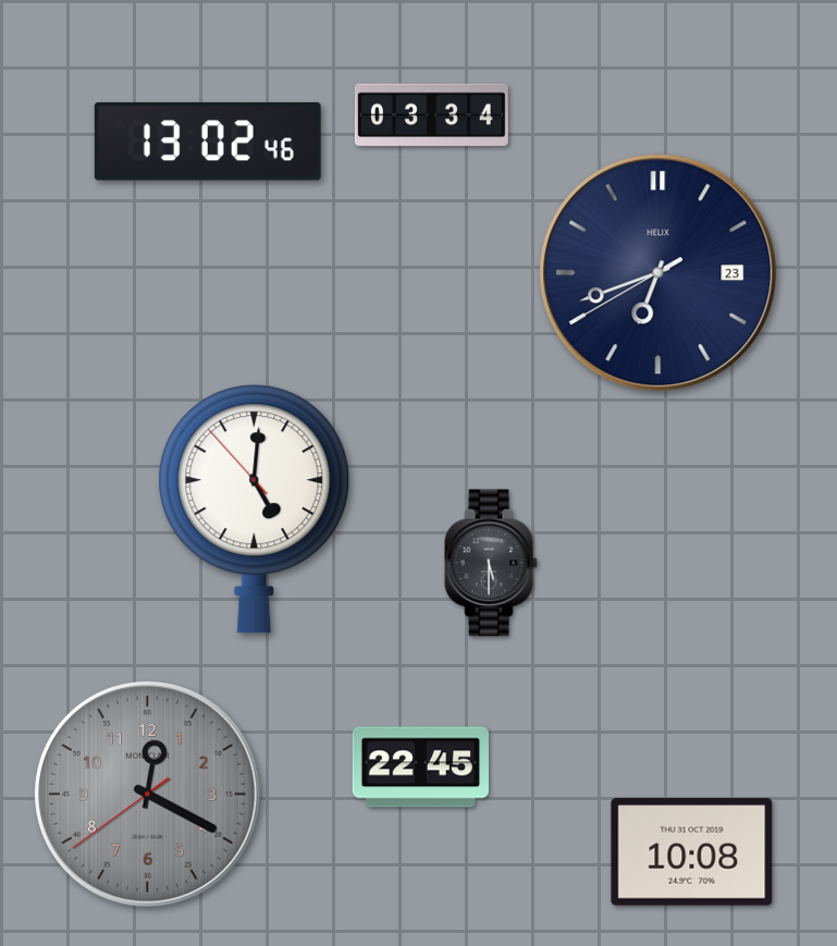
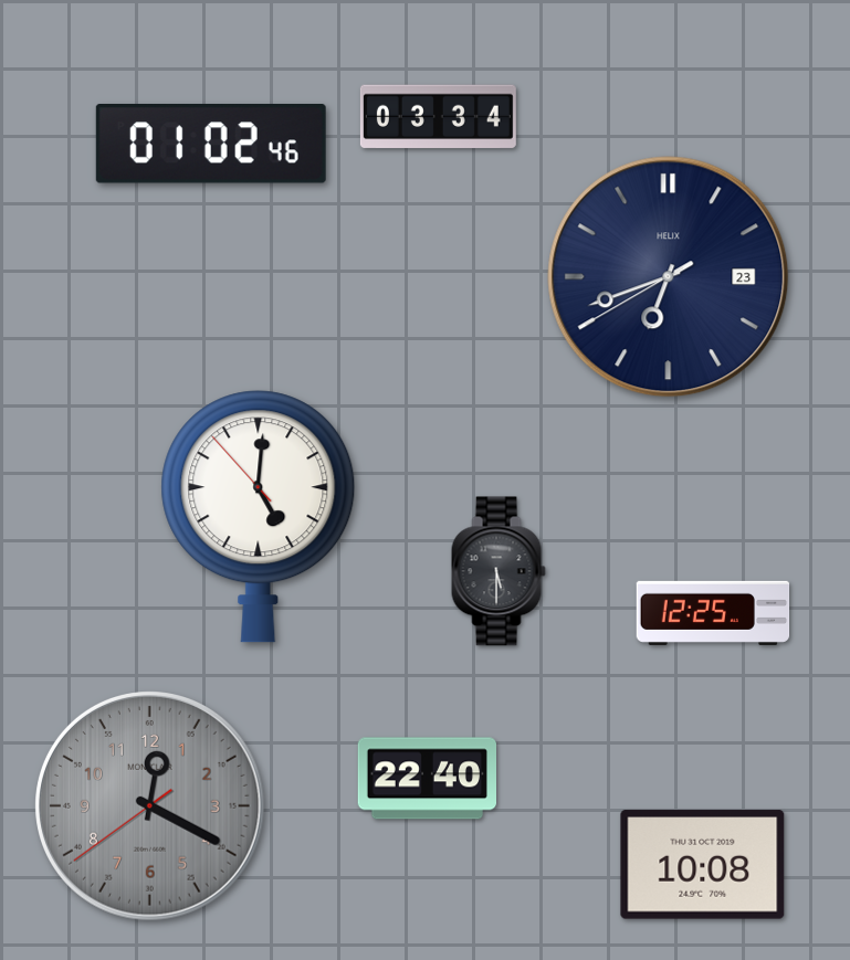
clock at (208, 142): 13:02 -> 01:02
clock at (713, 613): none -> 12:25
clock at (420, 767): 22:45 -> 22:40
